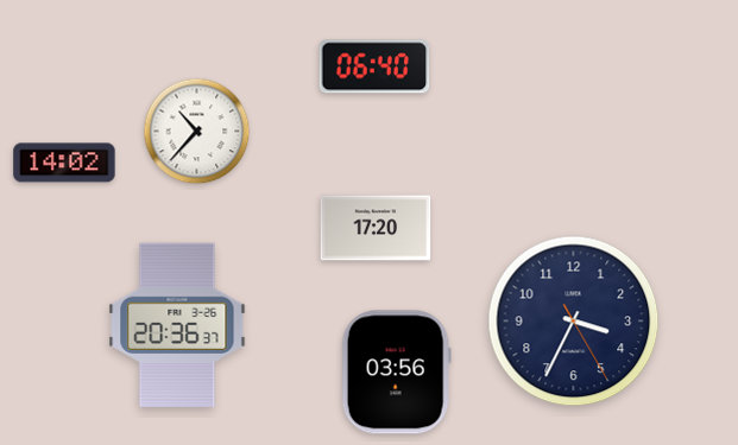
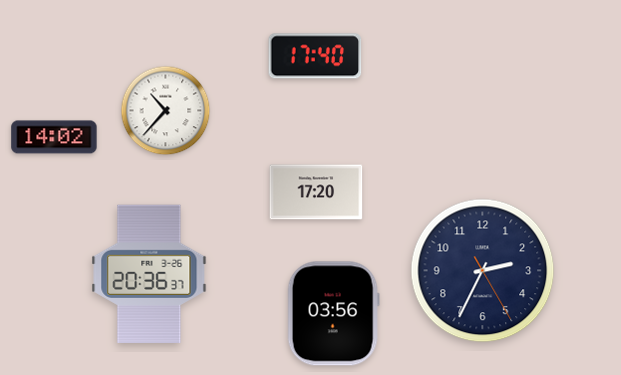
clock at (374, 66): 06:40 -> 17:40
clock at (574, 322): 3:34 -> 2:34
